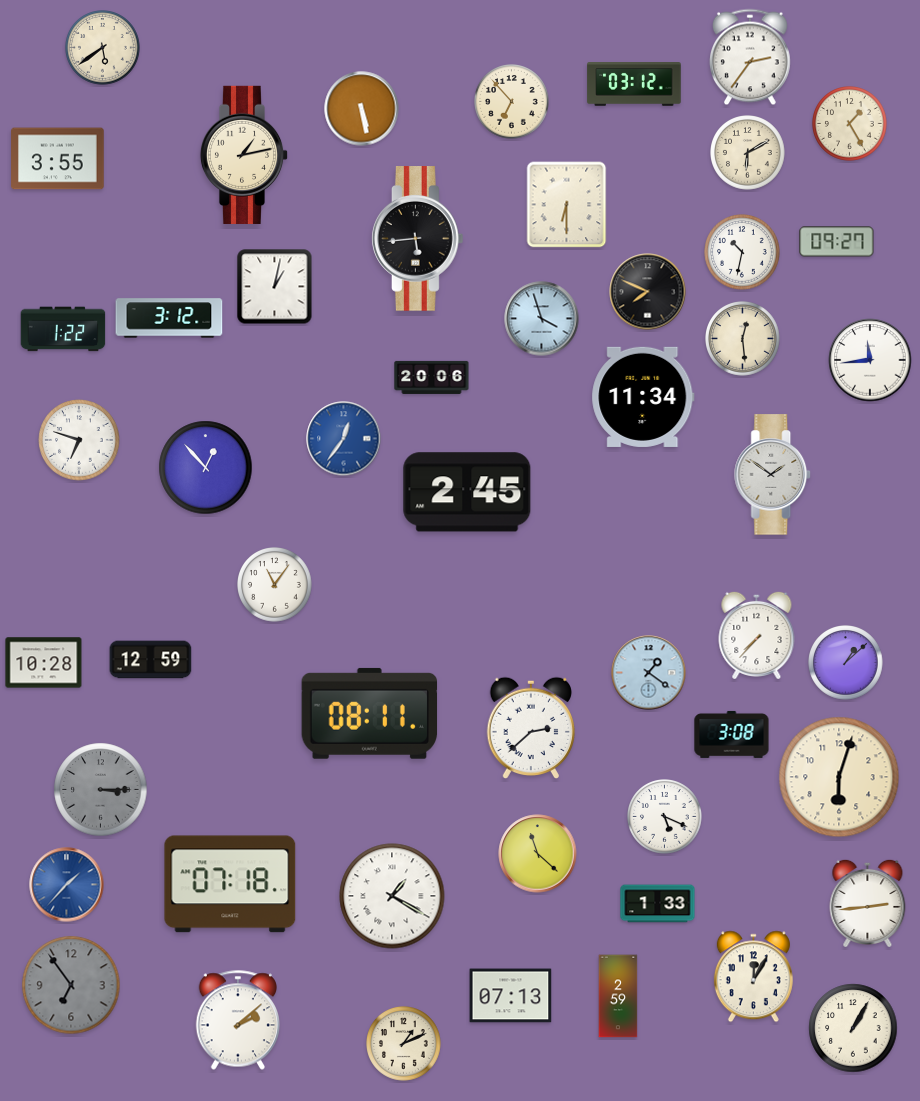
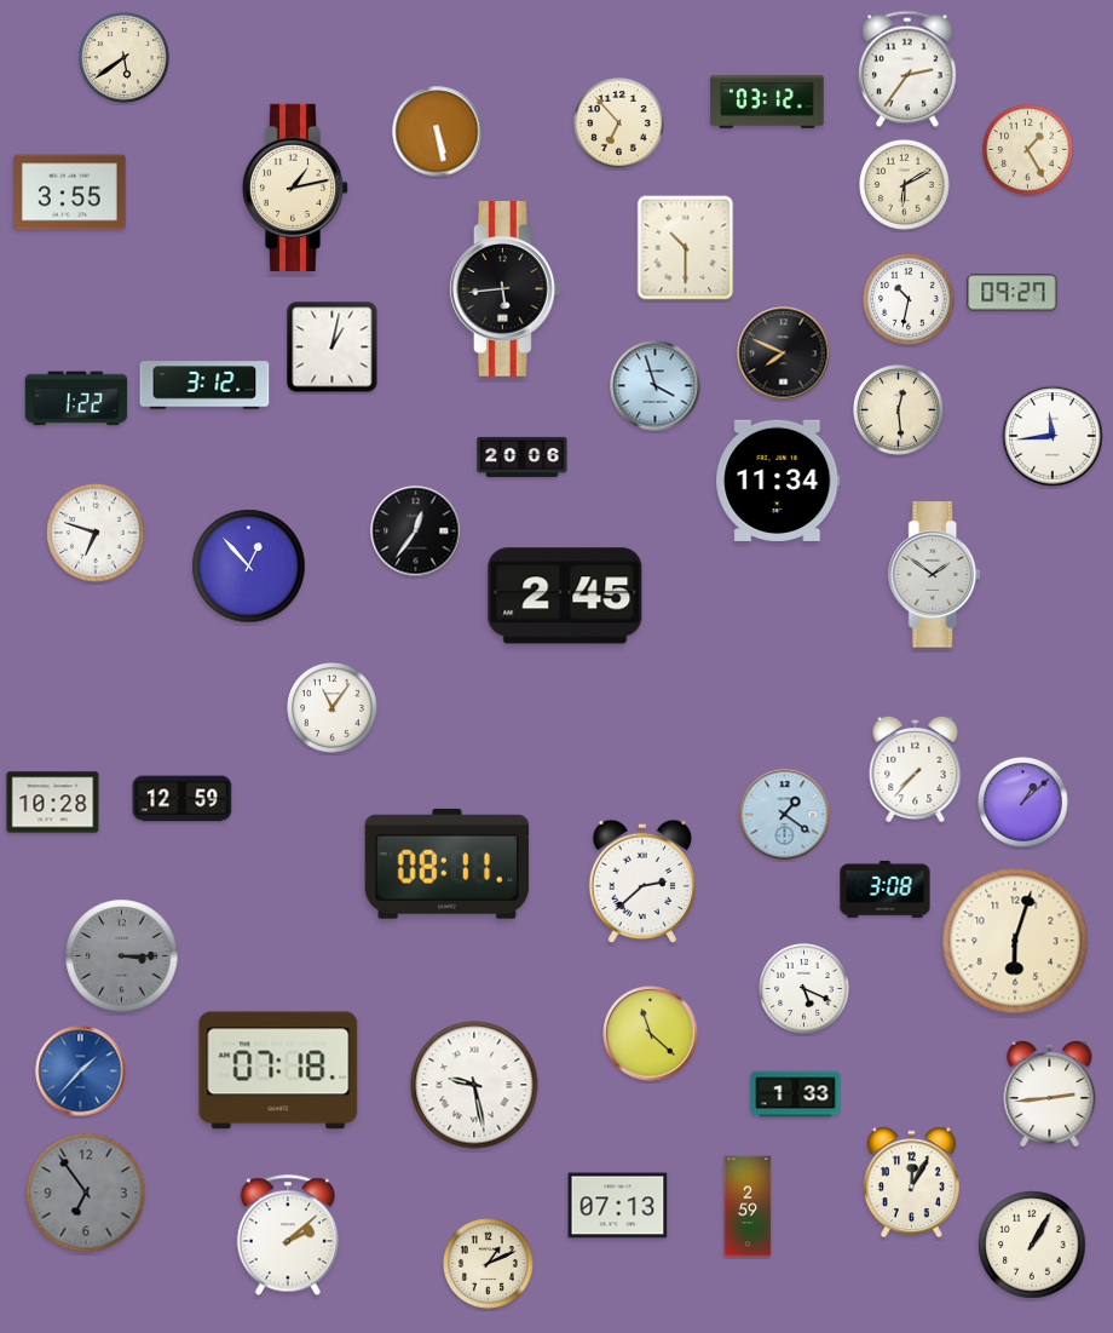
clock at (567, 205): 6:30 -> 10:30
clock at (742, 252) position: (742, 252) -> (909, 299)
clock at (344, 439) dial: blue -> black
clock at (392, 896): 1:20 -> 9:28
